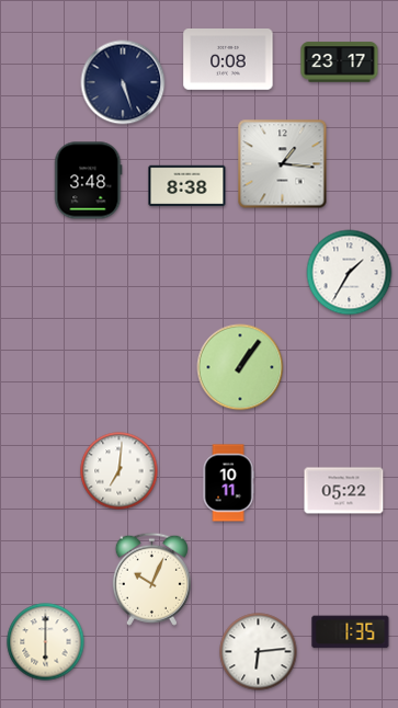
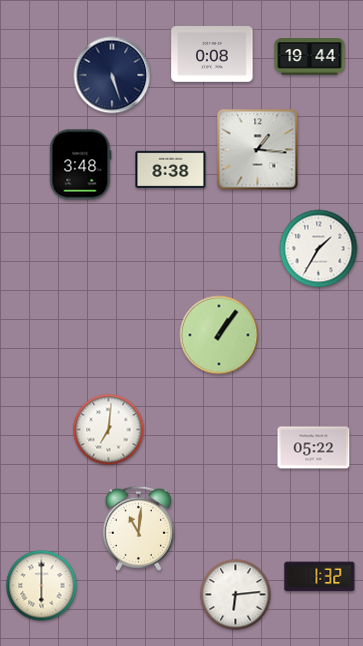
clock at (228, 60) position: (228, 60) -> (212, 55)
clock at (340, 62): 23:17 -> 19:44
clock at (228, 483): 10:11 -> none
clock at (151, 579): 10:04 -> 11:01
clock at (351, 632): 1:35 -> 1:32
